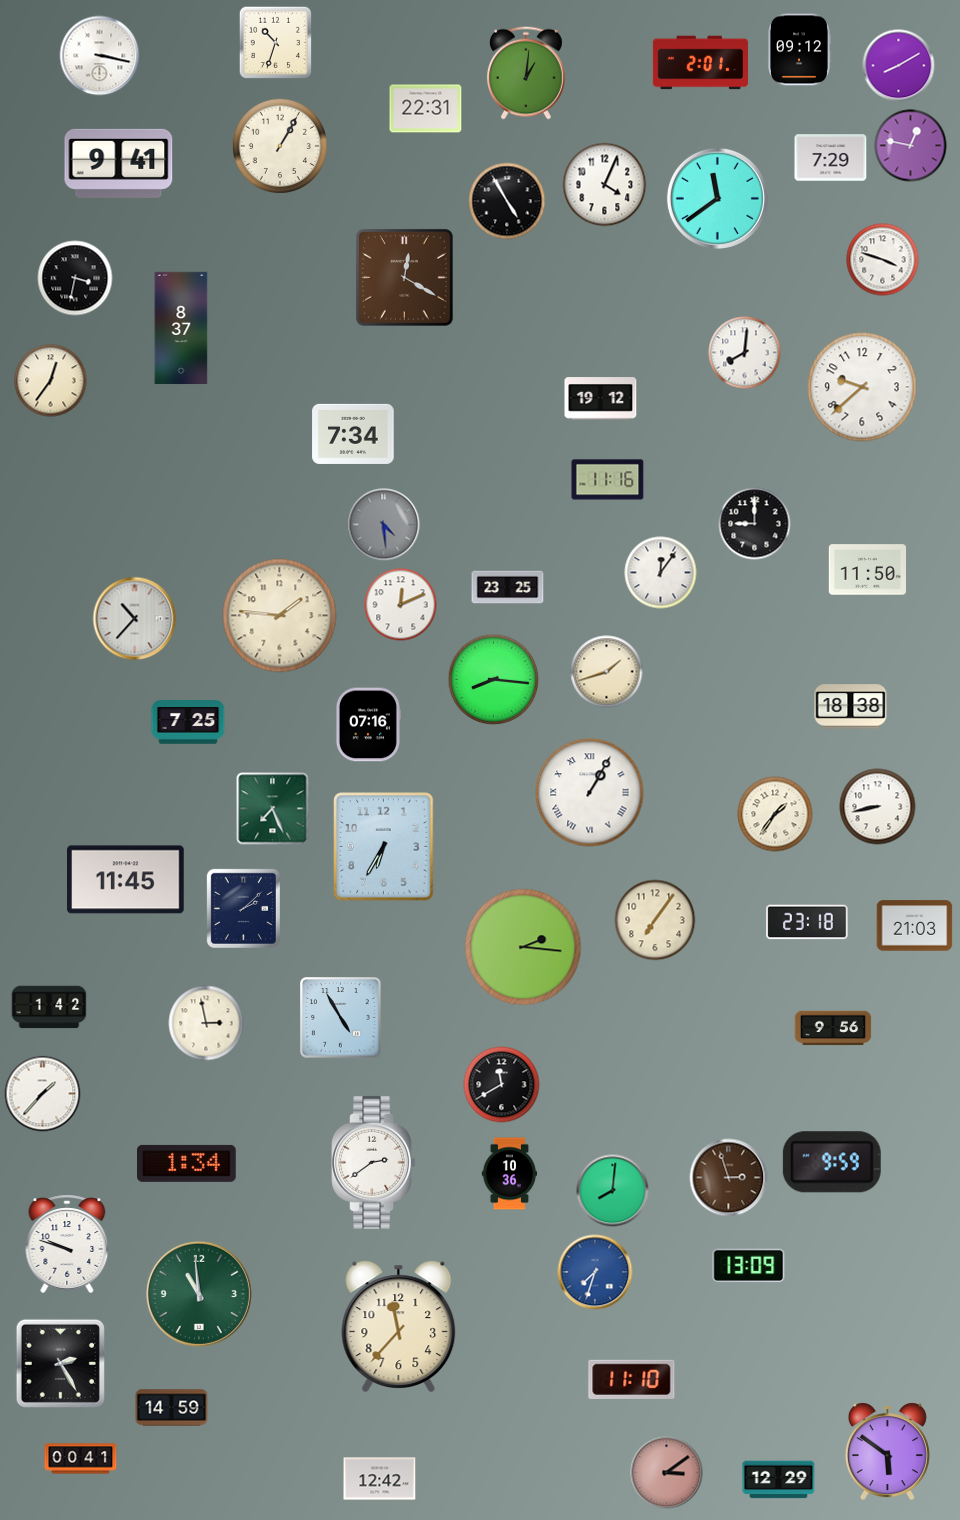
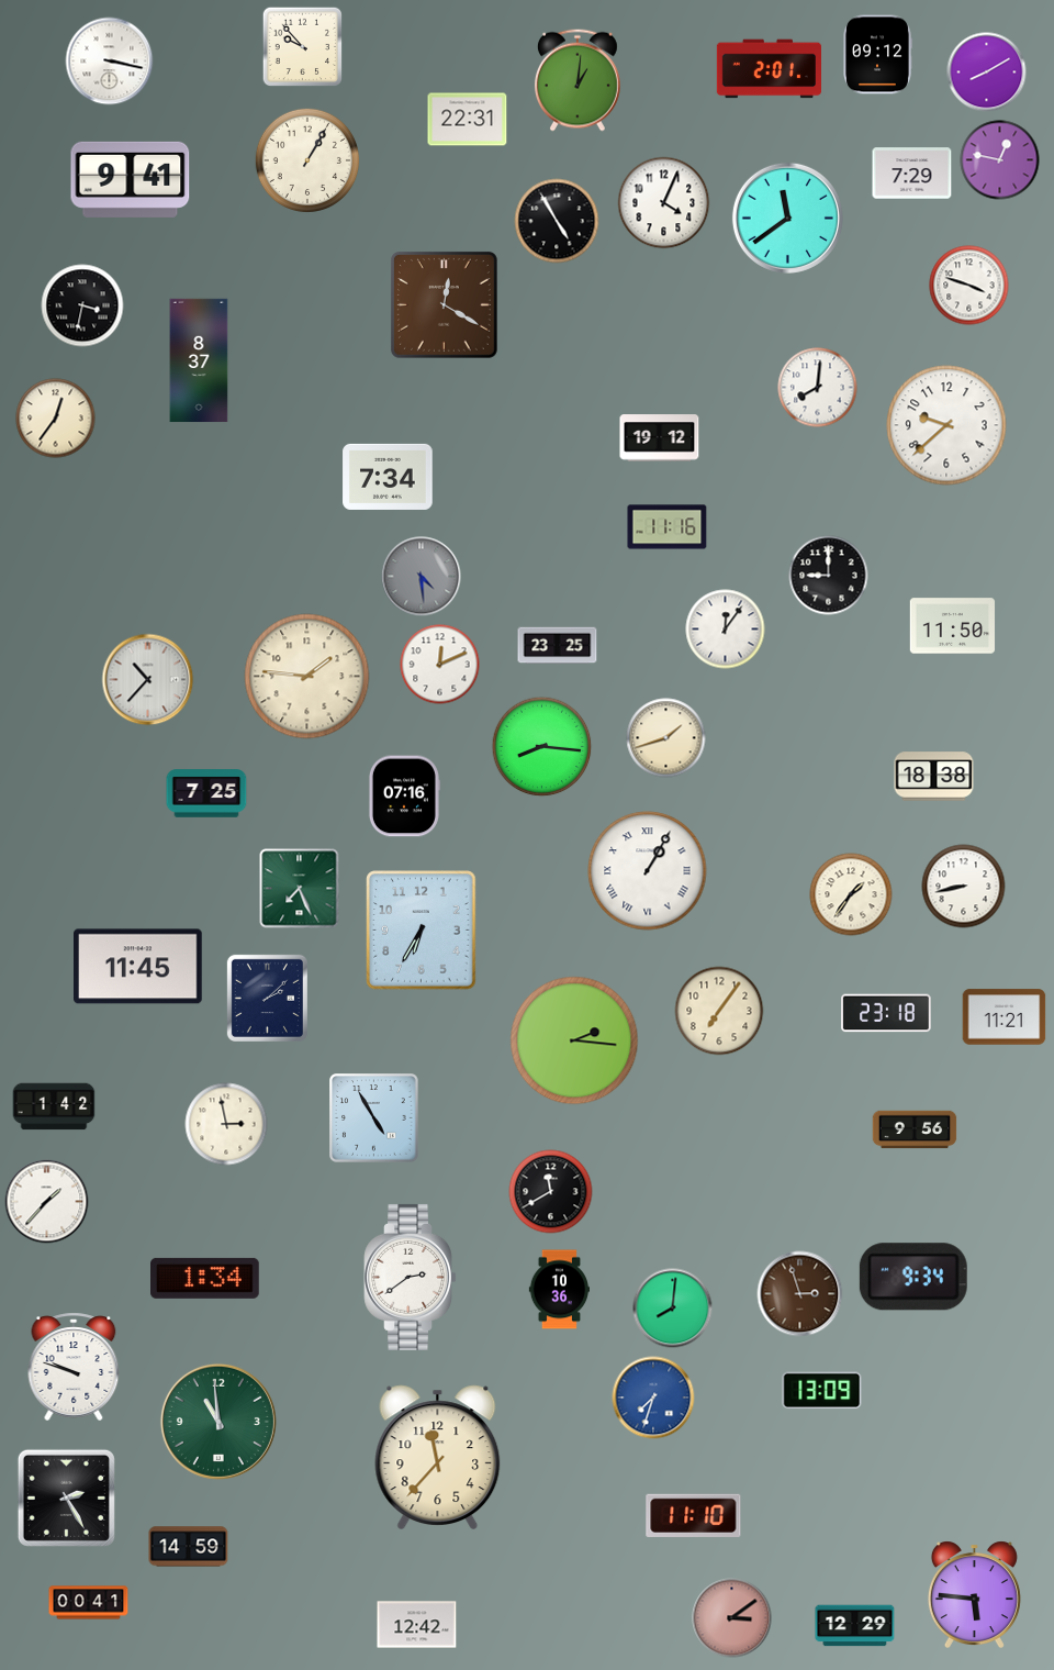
clock at (275, 42): 10:33 -> 9:53
clock at (915, 926): 21:03 -> 11:21
clock at (832, 1162): 9:59 -> 9:34
clock at (887, 1451): 5:51 -> 5:46
